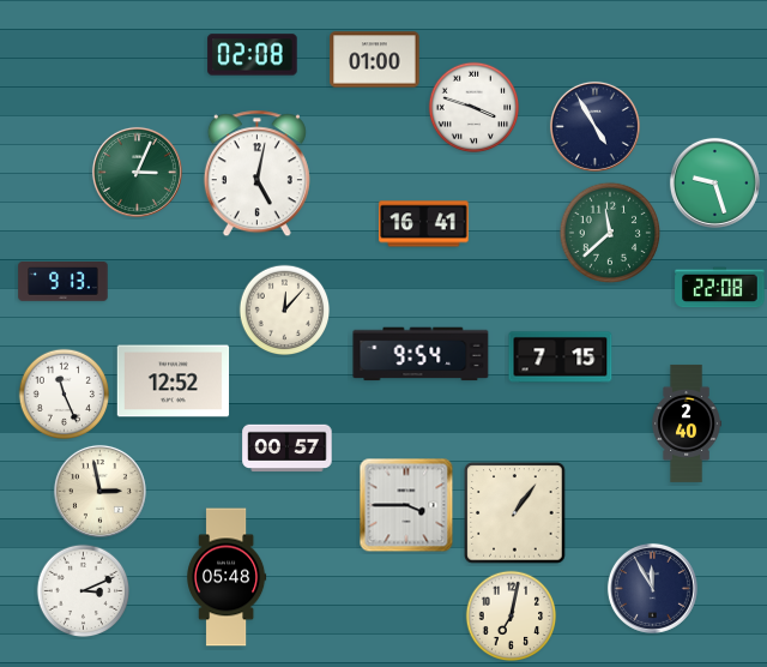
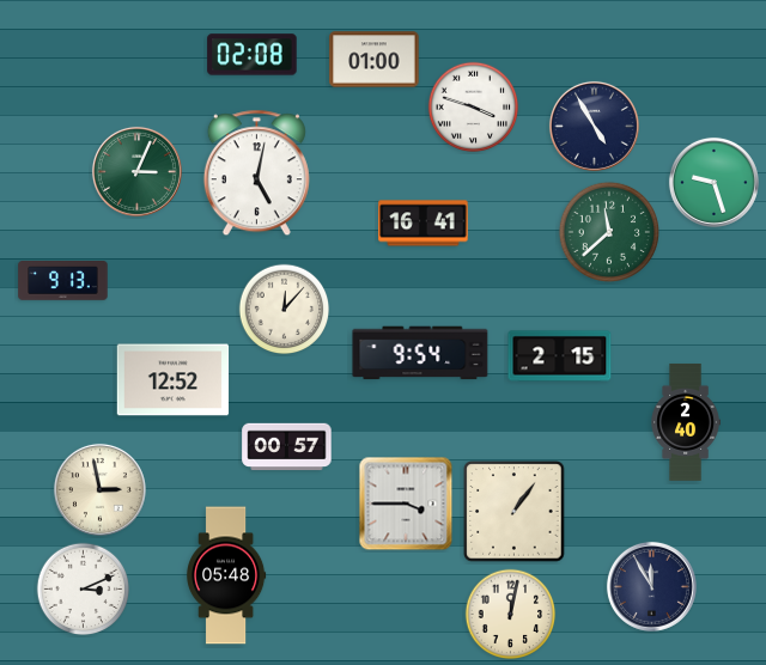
clock at (720, 288): 22:08 -> none
clock at (561, 357): 7:15 -> 2:15
clock at (65, 395): 11:26 -> none
clock at (512, 617): 7:02 -> 12:02
